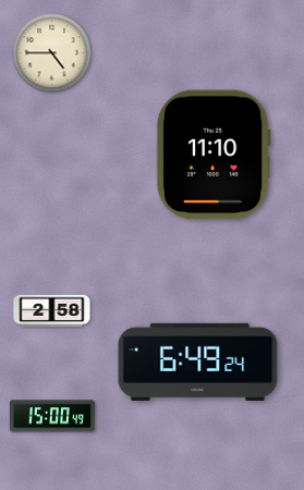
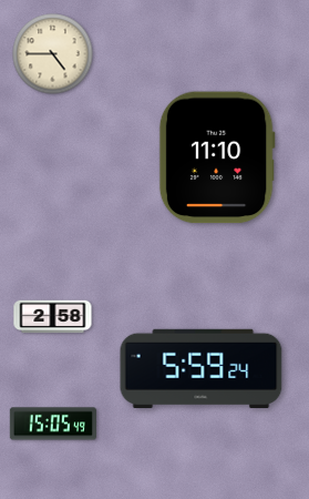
clock at (198, 362): 6:49 -> 5:59
clock at (52, 416): 15:00 -> 15:05
